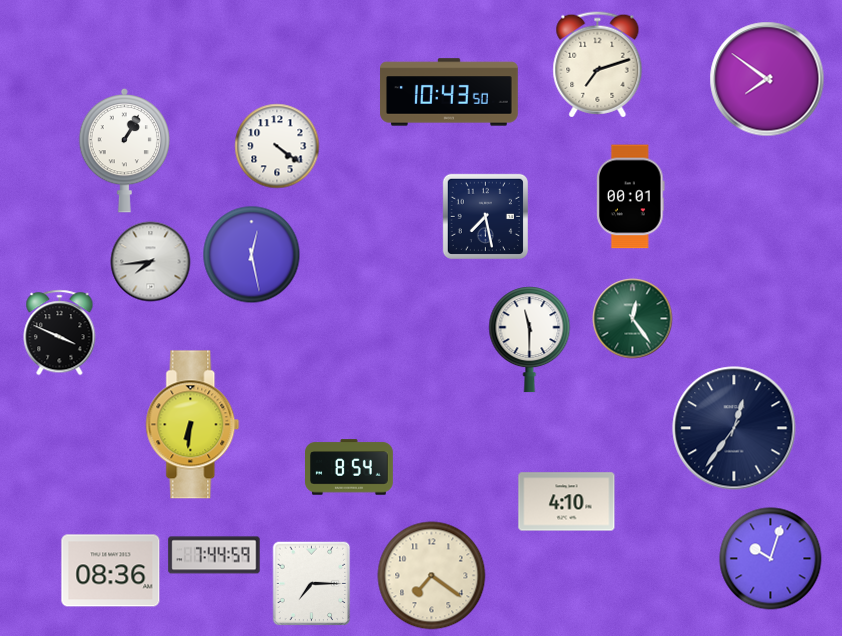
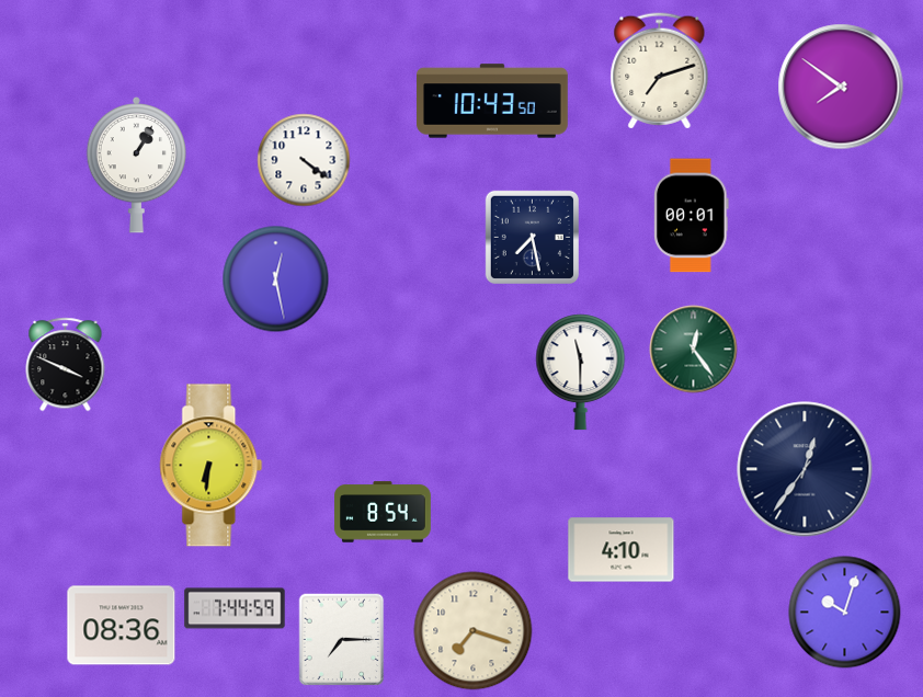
clock at (598, 65) position: (598, 65) -> (660, 71)
clock at (151, 262): 7:44 -> none
clock at (432, 576): 7:21 -> 7:18
